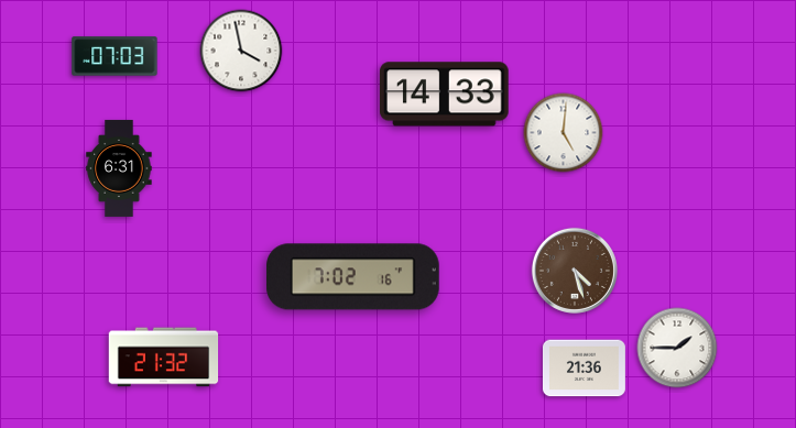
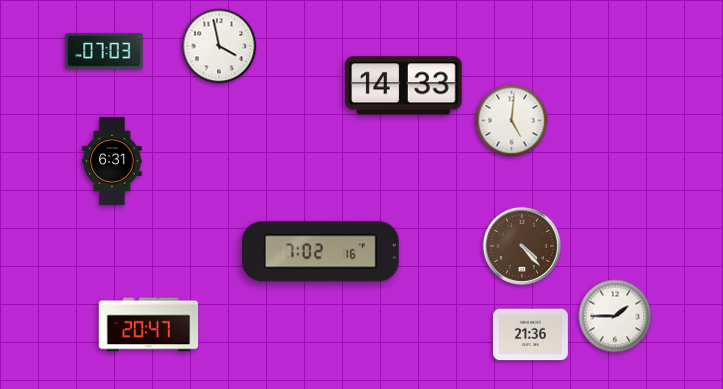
clock at (119, 168) position: (119, 168) -> (112, 161)
clock at (575, 271): 4:27 -> 4:23
clock at (164, 358): 21:32 -> 20:47
